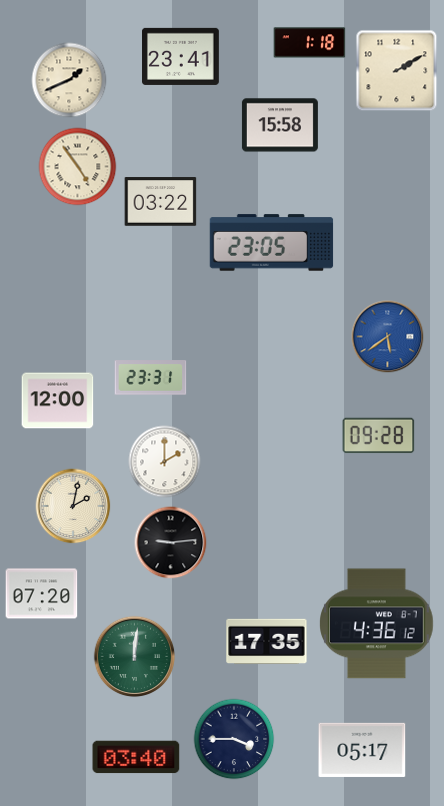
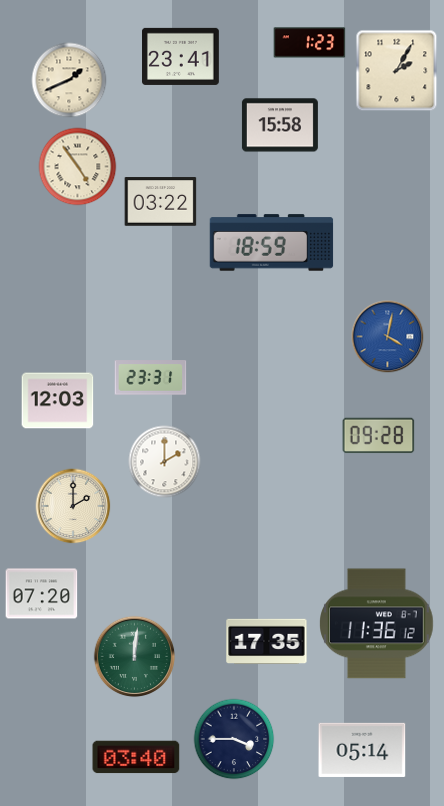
clock at (310, 43): 1:18 -> 1:23
clock at (397, 71): 2:10 -> 2:05
clock at (272, 243): 23:05 -> 18:59
clock at (388, 337): 5:39 -> 4:02
clock at (58, 401): 12:00 -> 12:03
clock at (73, 506): 2:02 -> 2:00
clock at (171, 543): 9:14 -> none
clock at (377, 624): 4:36 -> 11:36
clock at (362, 750): 05:17 -> 05:14
